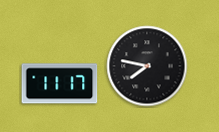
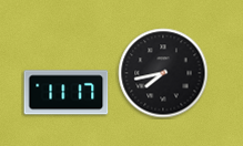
clock at (147, 66): 7:47 -> 7:43
